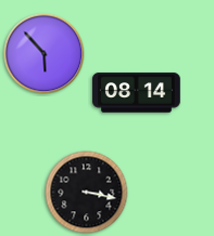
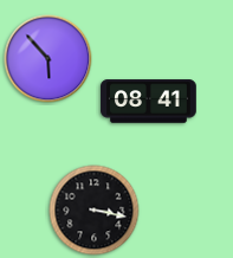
clock at (137, 93): 08:14 -> 08:41
